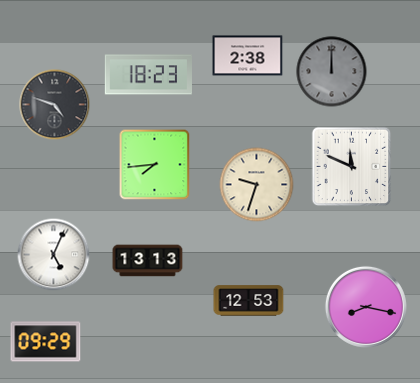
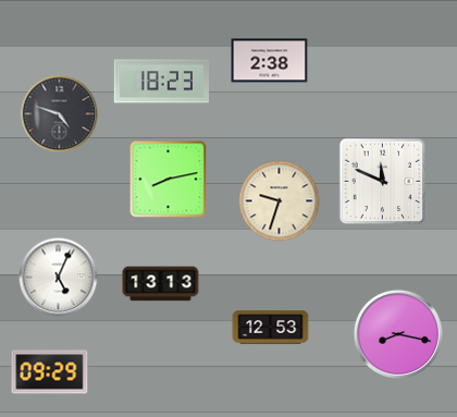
clock at (332, 72): 12:00 -> none
clock at (155, 165): 7:44 -> 8:13
